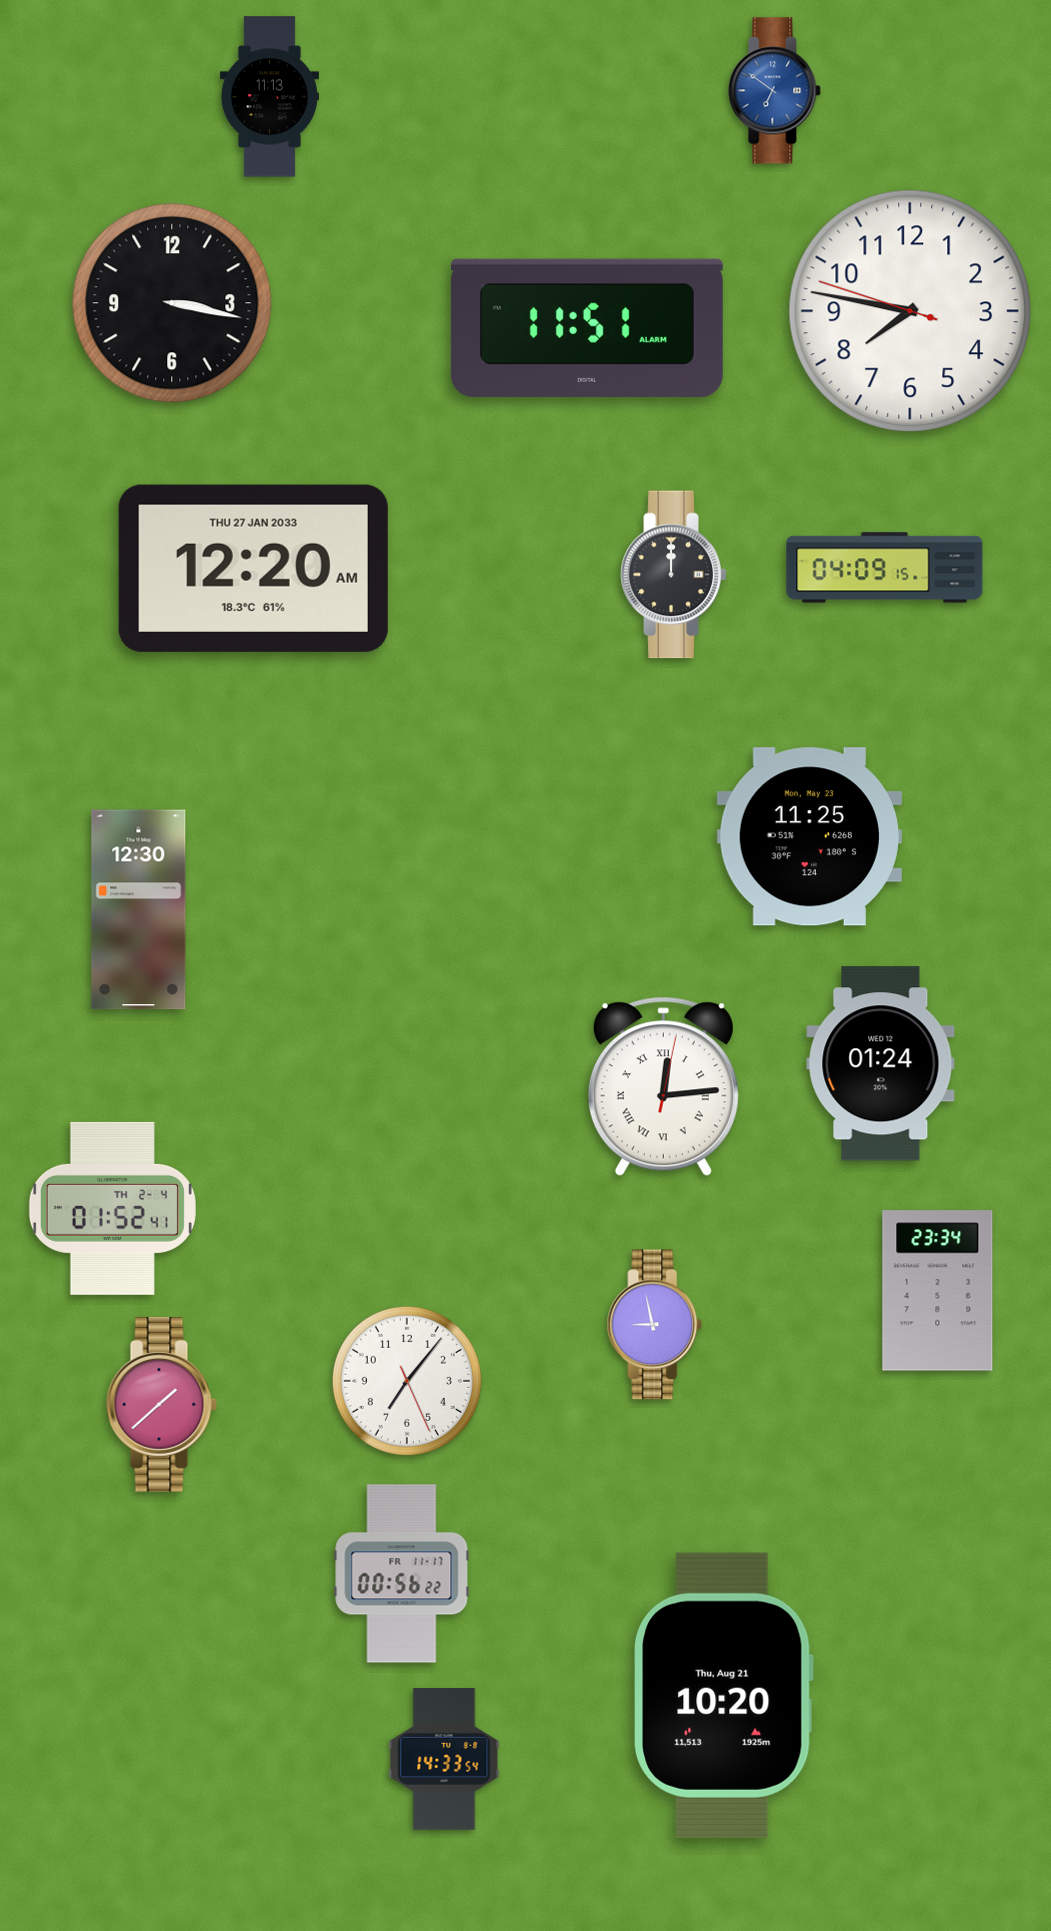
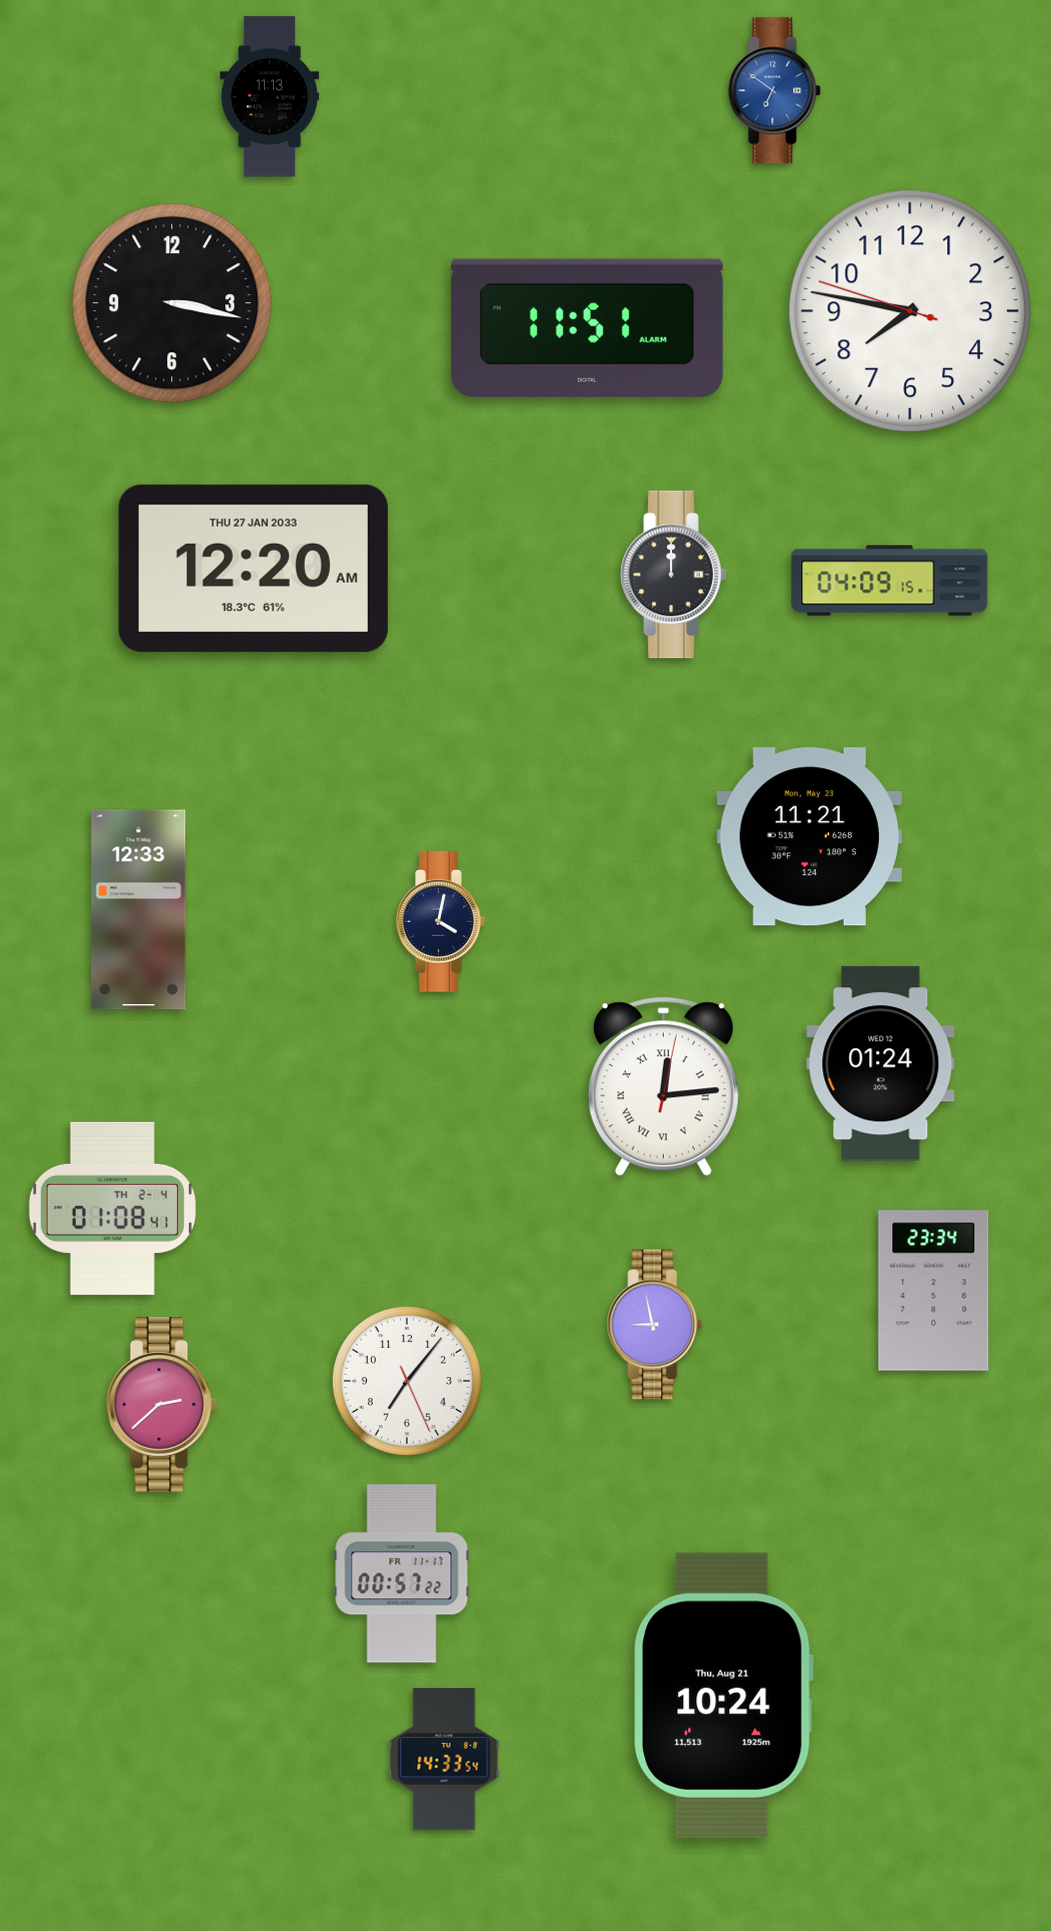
clock at (885, 568) position: (885, 568) -> (890, 581)
clock at (809, 837): 11:25 -> 11:21
clock at (139, 910): 12:30 -> 12:33
clock at (441, 921): none -> 4:02
clock at (112, 1208): 01:52 -> 01:08
clock at (938, 1291) position: (938, 1291) -> (934, 1291)
clock at (161, 1405): 1:38 -> 2:38
clock at (402, 1574): 00:56 -> 00:57
clock at (724, 1695): 10:20 -> 10:24
